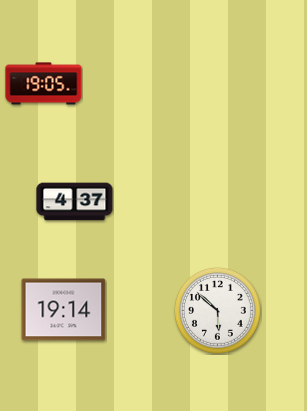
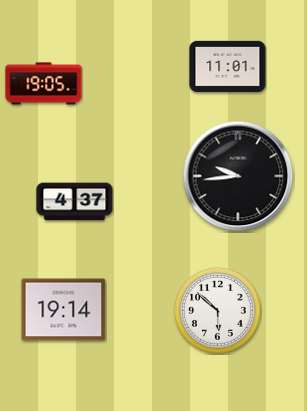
clock at (228, 66): none -> 11:01
clock at (238, 176): none -> 9:44
